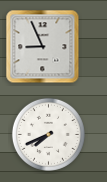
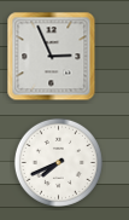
clock at (43, 47): 8:56 -> 2:56
